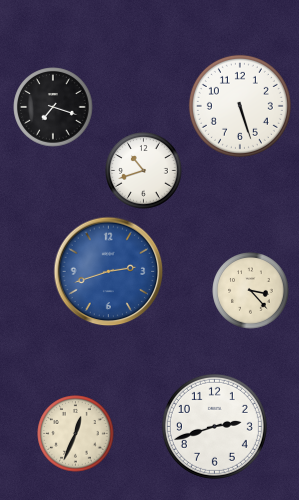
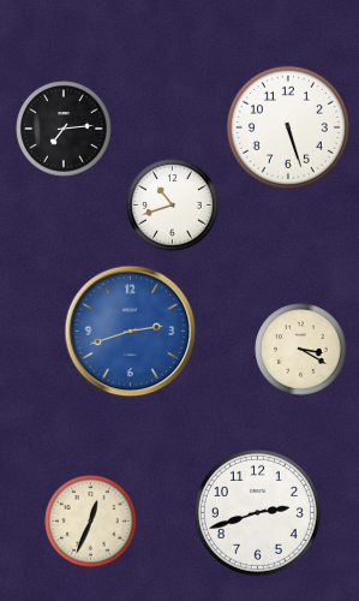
clock at (53, 107): 7:18 -> 7:14
clock at (109, 272) position: (109, 272) -> (131, 332)
clock at (251, 291): 3:23 -> 3:20
